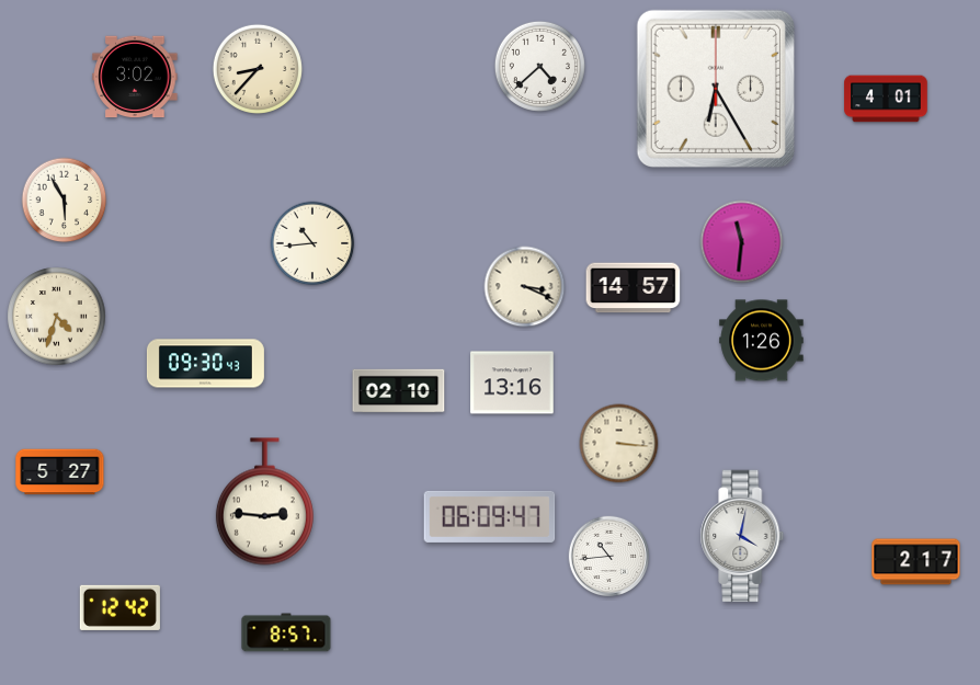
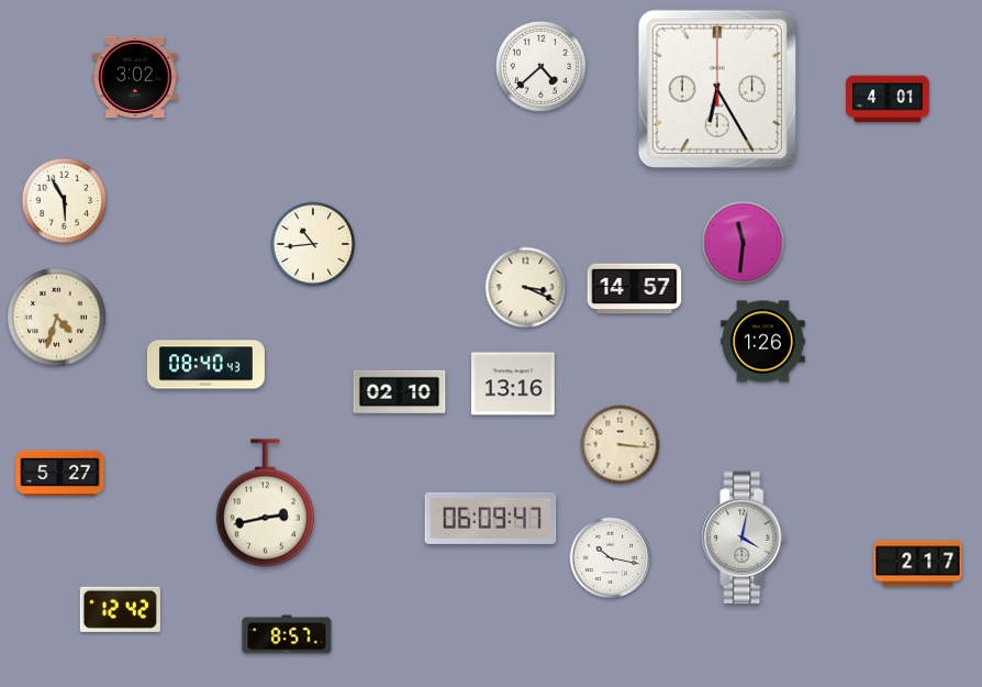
clock at (258, 69): 8:37 -> none
clock at (205, 364): 09:30 -> 08:40
clock at (264, 502): 2:46 -> 2:43
clock at (609, 557): 10:44 -> 10:17
